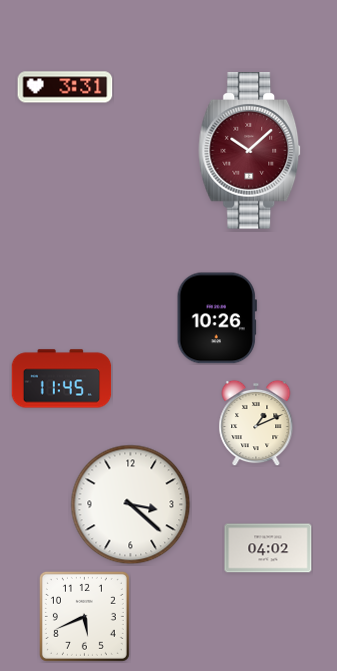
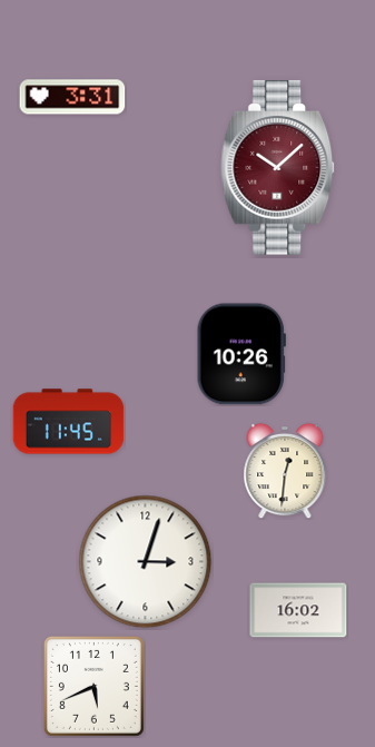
clock at (256, 423): 1:11 -> 12:31
clock at (131, 505): 3:22 -> 3:03
clock at (268, 548): 04:02 -> 16:02
